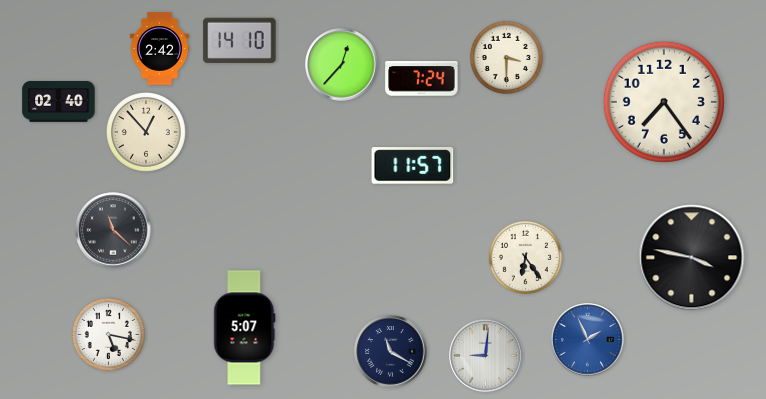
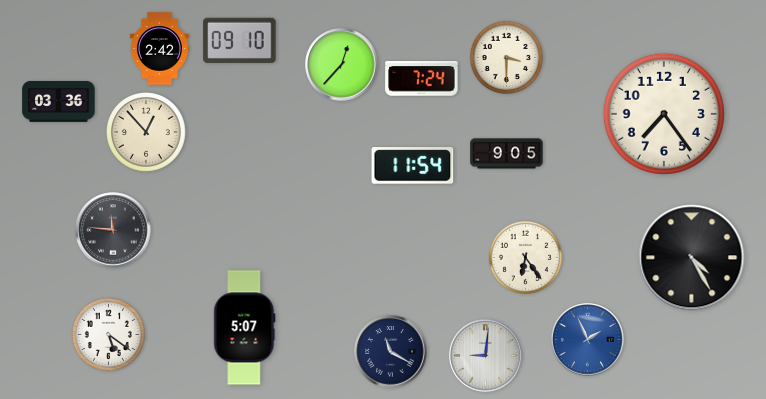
clock at (240, 40): 14:10 -> 09:10
clock at (59, 101): 02:40 -> 03:36
clock at (664, 102) position: (664, 102) -> (664, 114)
clock at (507, 154): none -> 9:05
clock at (413, 166): 11:57 -> 11:54
clock at (113, 230): 11:22 -> 11:46
clock at (692, 258): 3:47 -> 4:25
clock at (108, 334): 5:17 -> 5:21
